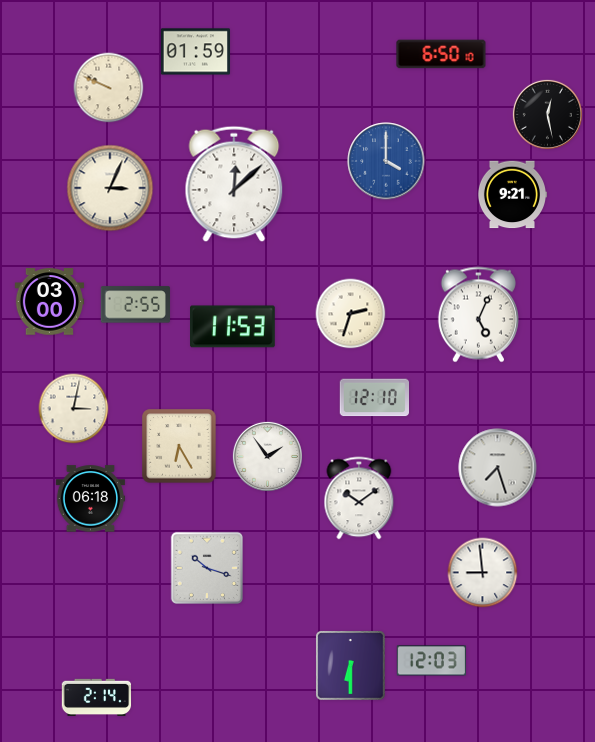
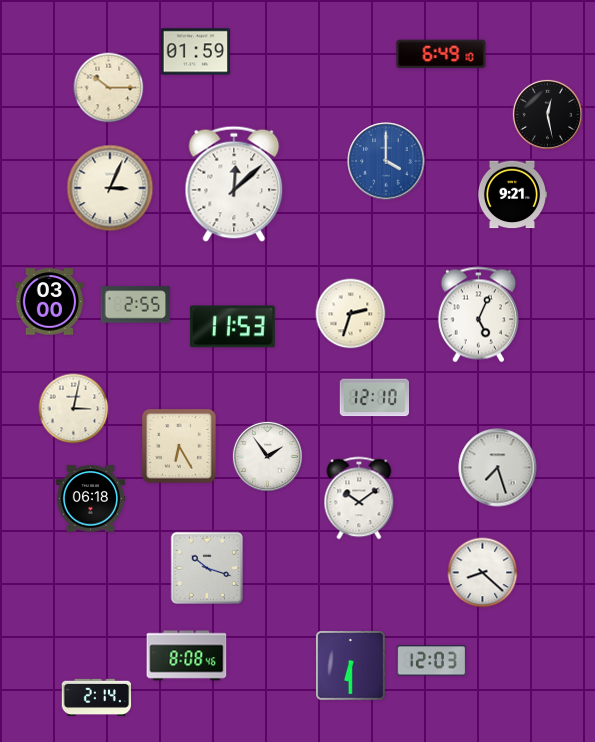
clock at (441, 54): 6:50 -> 6:49
clock at (109, 88): 9:49 -> 10:15
clock at (483, 573): 8:59 -> 8:22
clock at (187, 656): none -> 8:08
